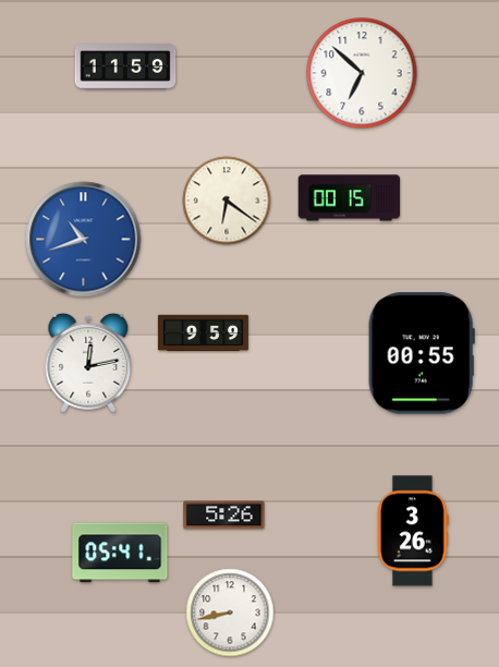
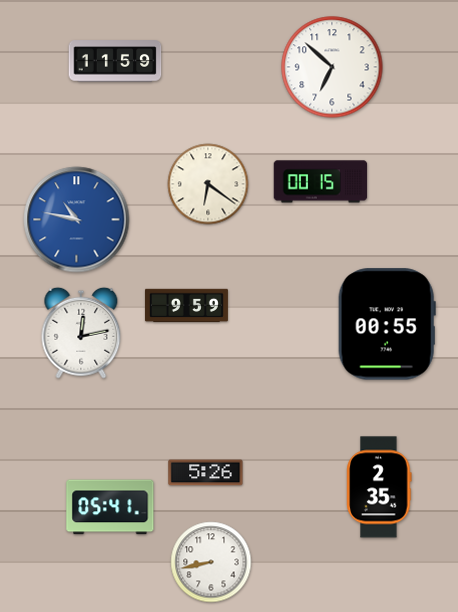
clock at (84, 240): 10:42 -> 10:47
clock at (413, 531): 3:26 -> 2:35
